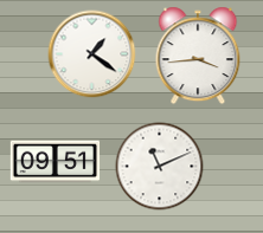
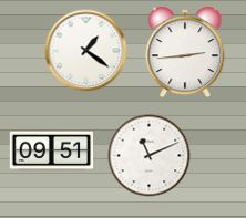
clock at (198, 56): 3:44 -> 2:44
